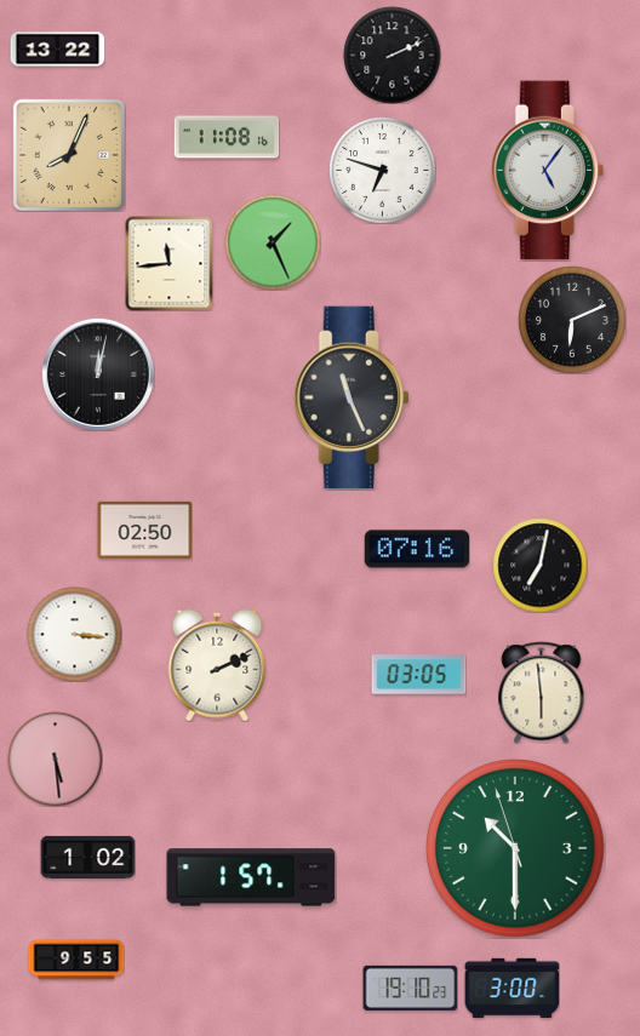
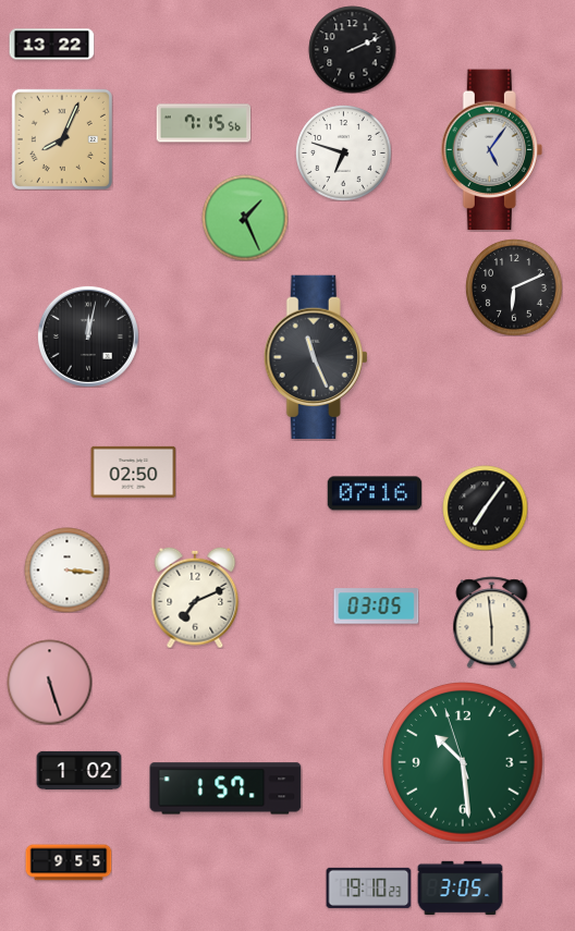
clock at (227, 137): 11:08 -> 7:15
clock at (547, 171) position: (547, 171) -> (491, 150)
clock at (170, 263): 11:44 -> none
clock at (144, 530) position: (144, 530) -> (133, 471)
clock at (539, 565): 7:02 -> 7:06
clock at (217, 665): 2:11 -> 7:11
clock at (542, 692) position: (542, 692) -> (492, 622)
clock at (55, 759): 5:29 -> 5:27
clock at (515, 848): 10:29 -> 10:28
clock at (512, 989): 3:00 -> 3:05
